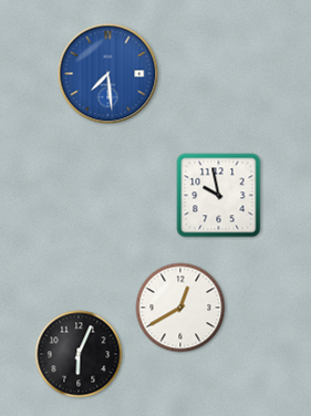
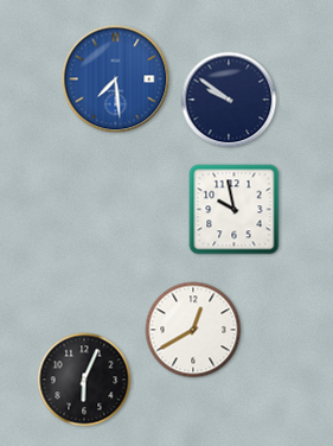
clock at (229, 100): none -> 9:51
